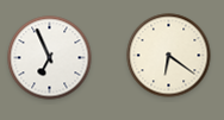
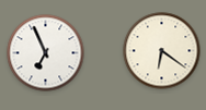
clock at (169, 56) position: (169, 56) -> (162, 51)
